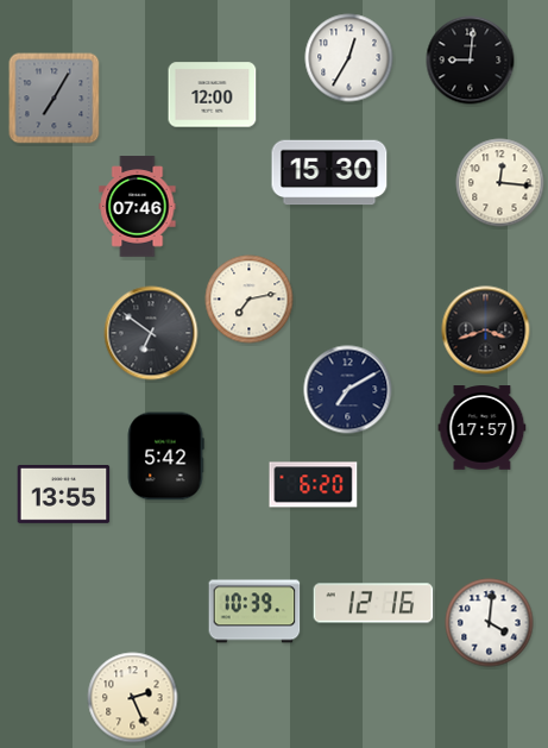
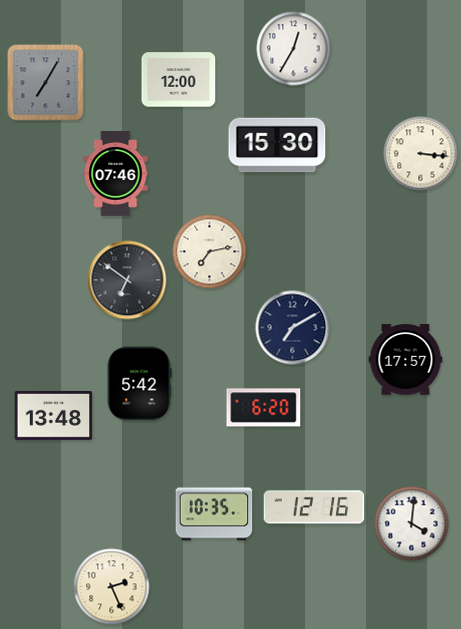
clock at (471, 61): 9:01 -> none
clock at (500, 183): 12:16 -> 3:16
clock at (486, 331): 3:42 -> none
clock at (64, 494): 13:55 -> 13:48
clock at (254, 611): 10:39 -> 10:35
